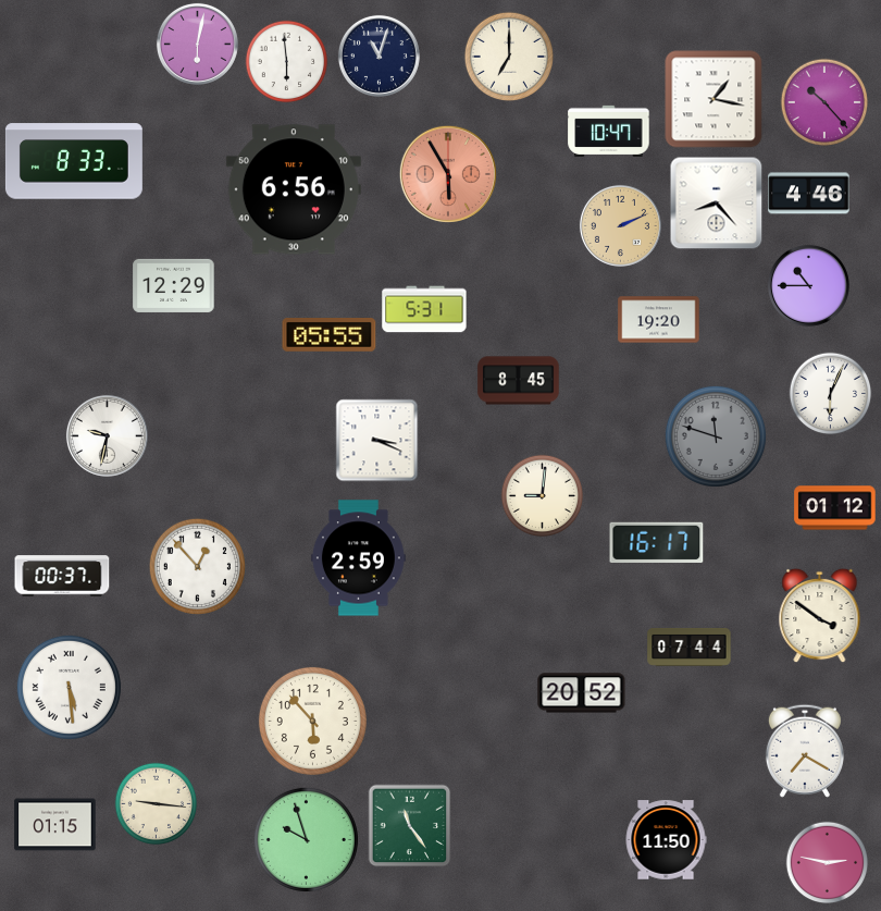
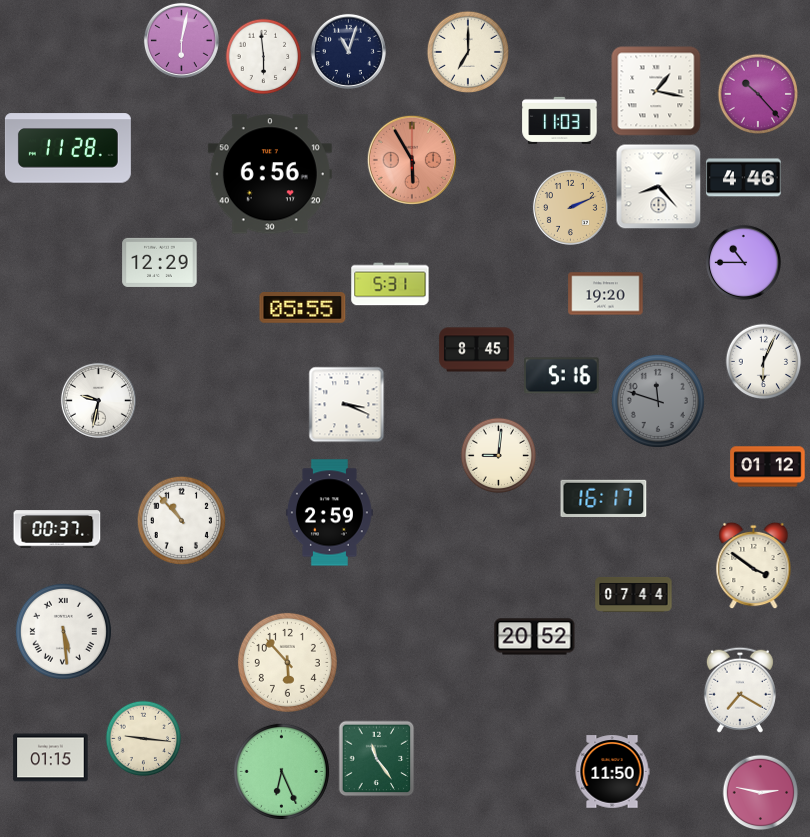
clock at (609, 131): 10:47 -> 11:03
clock at (74, 161): 8:33 -> 11:28
clock at (562, 376): none -> 5:16
clock at (197, 566): 12:53 -> 10:53
clock at (306, 839): 9:57 -> 6:26
